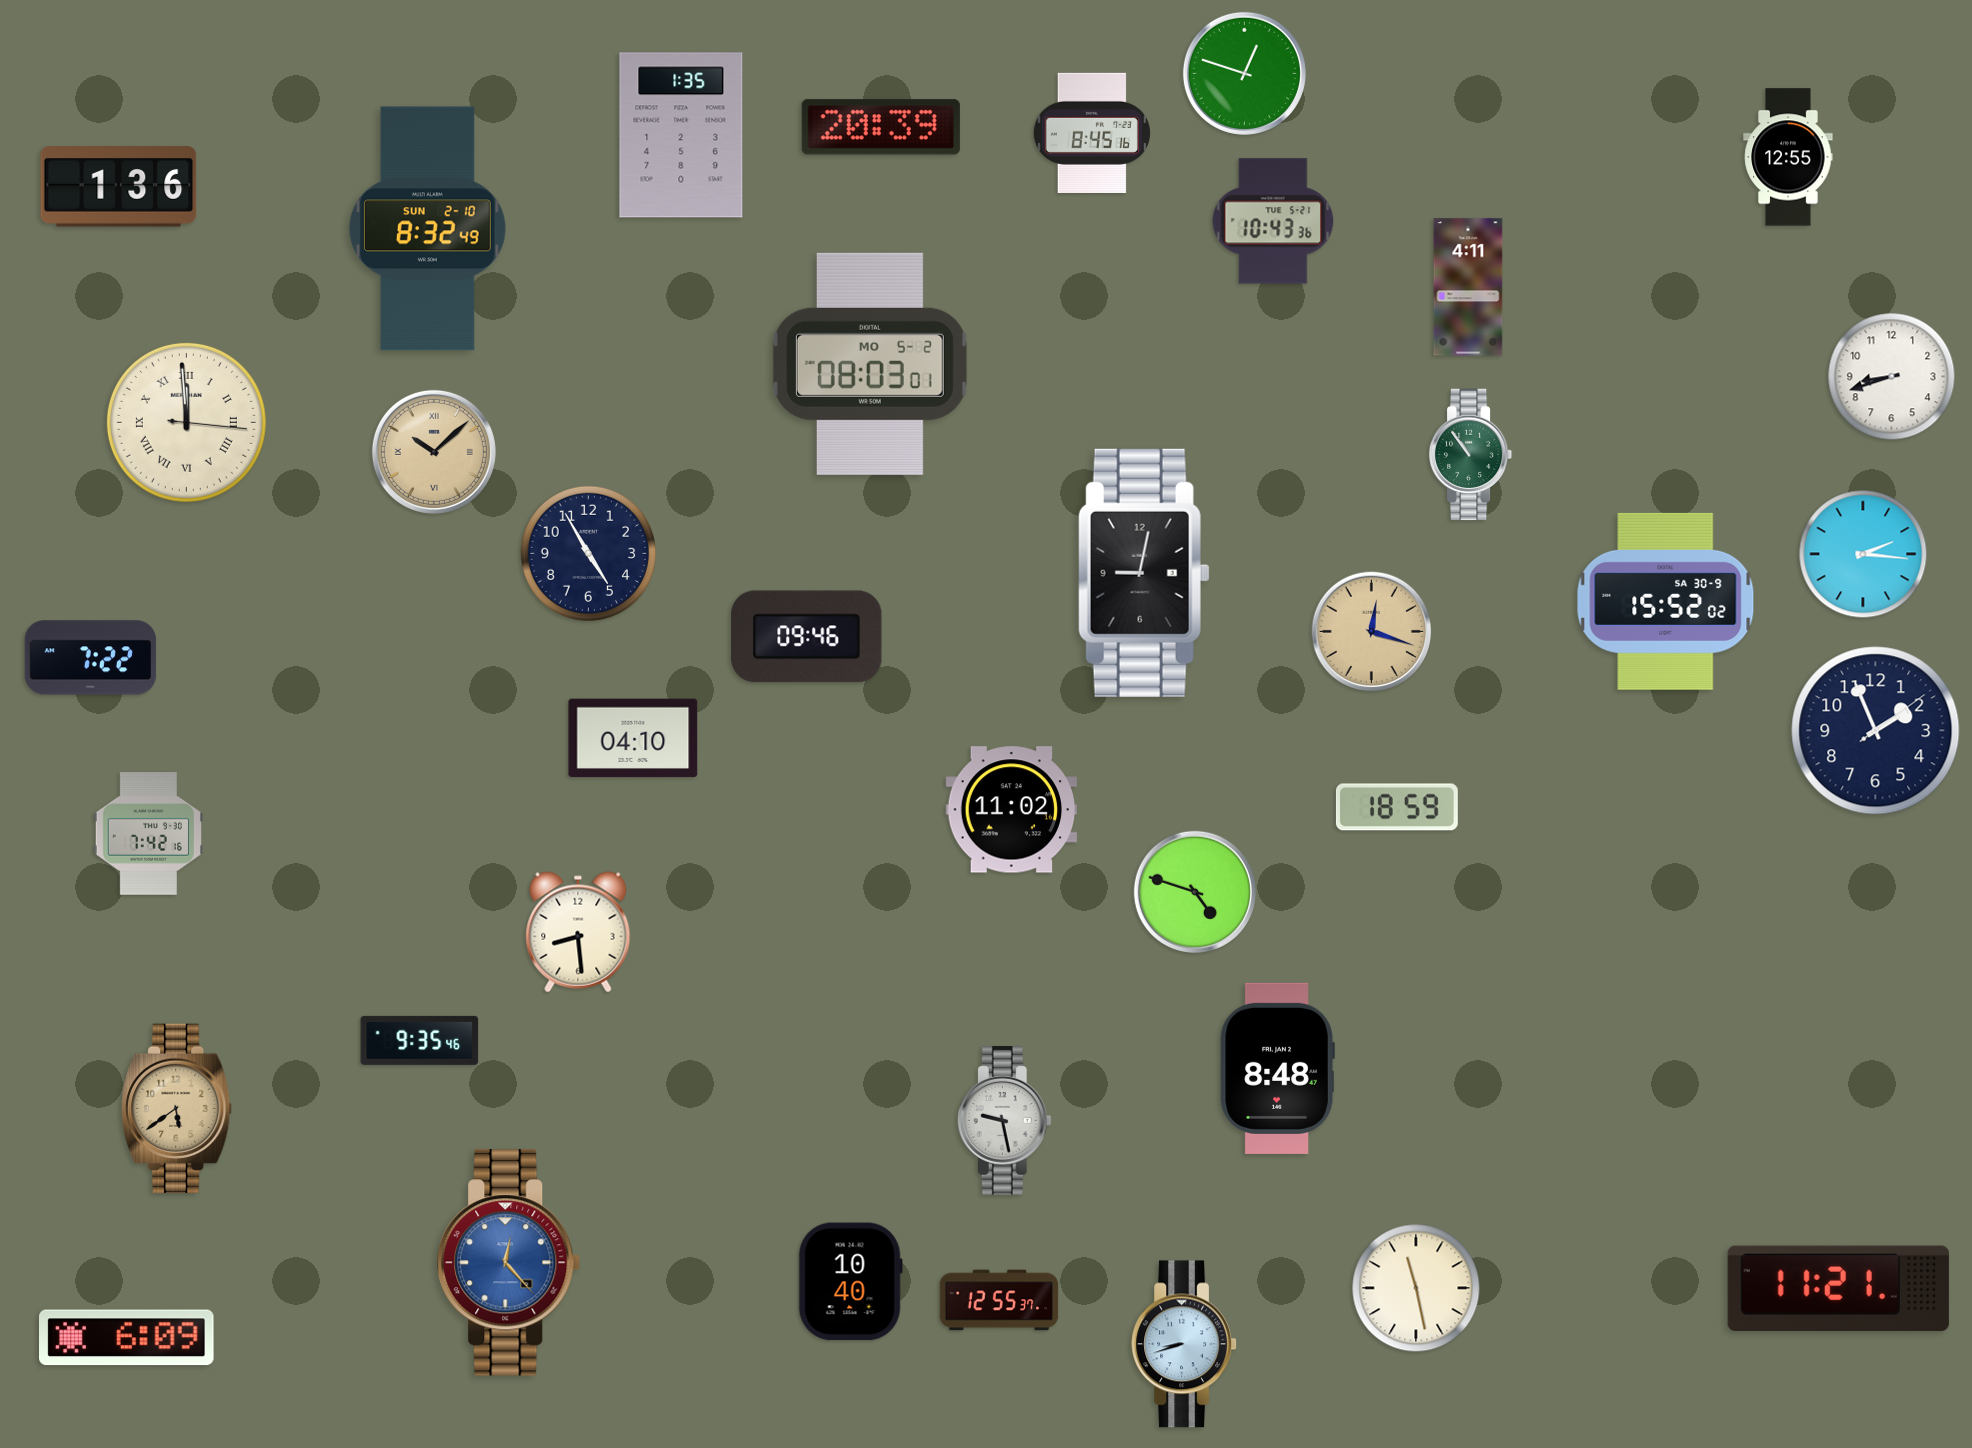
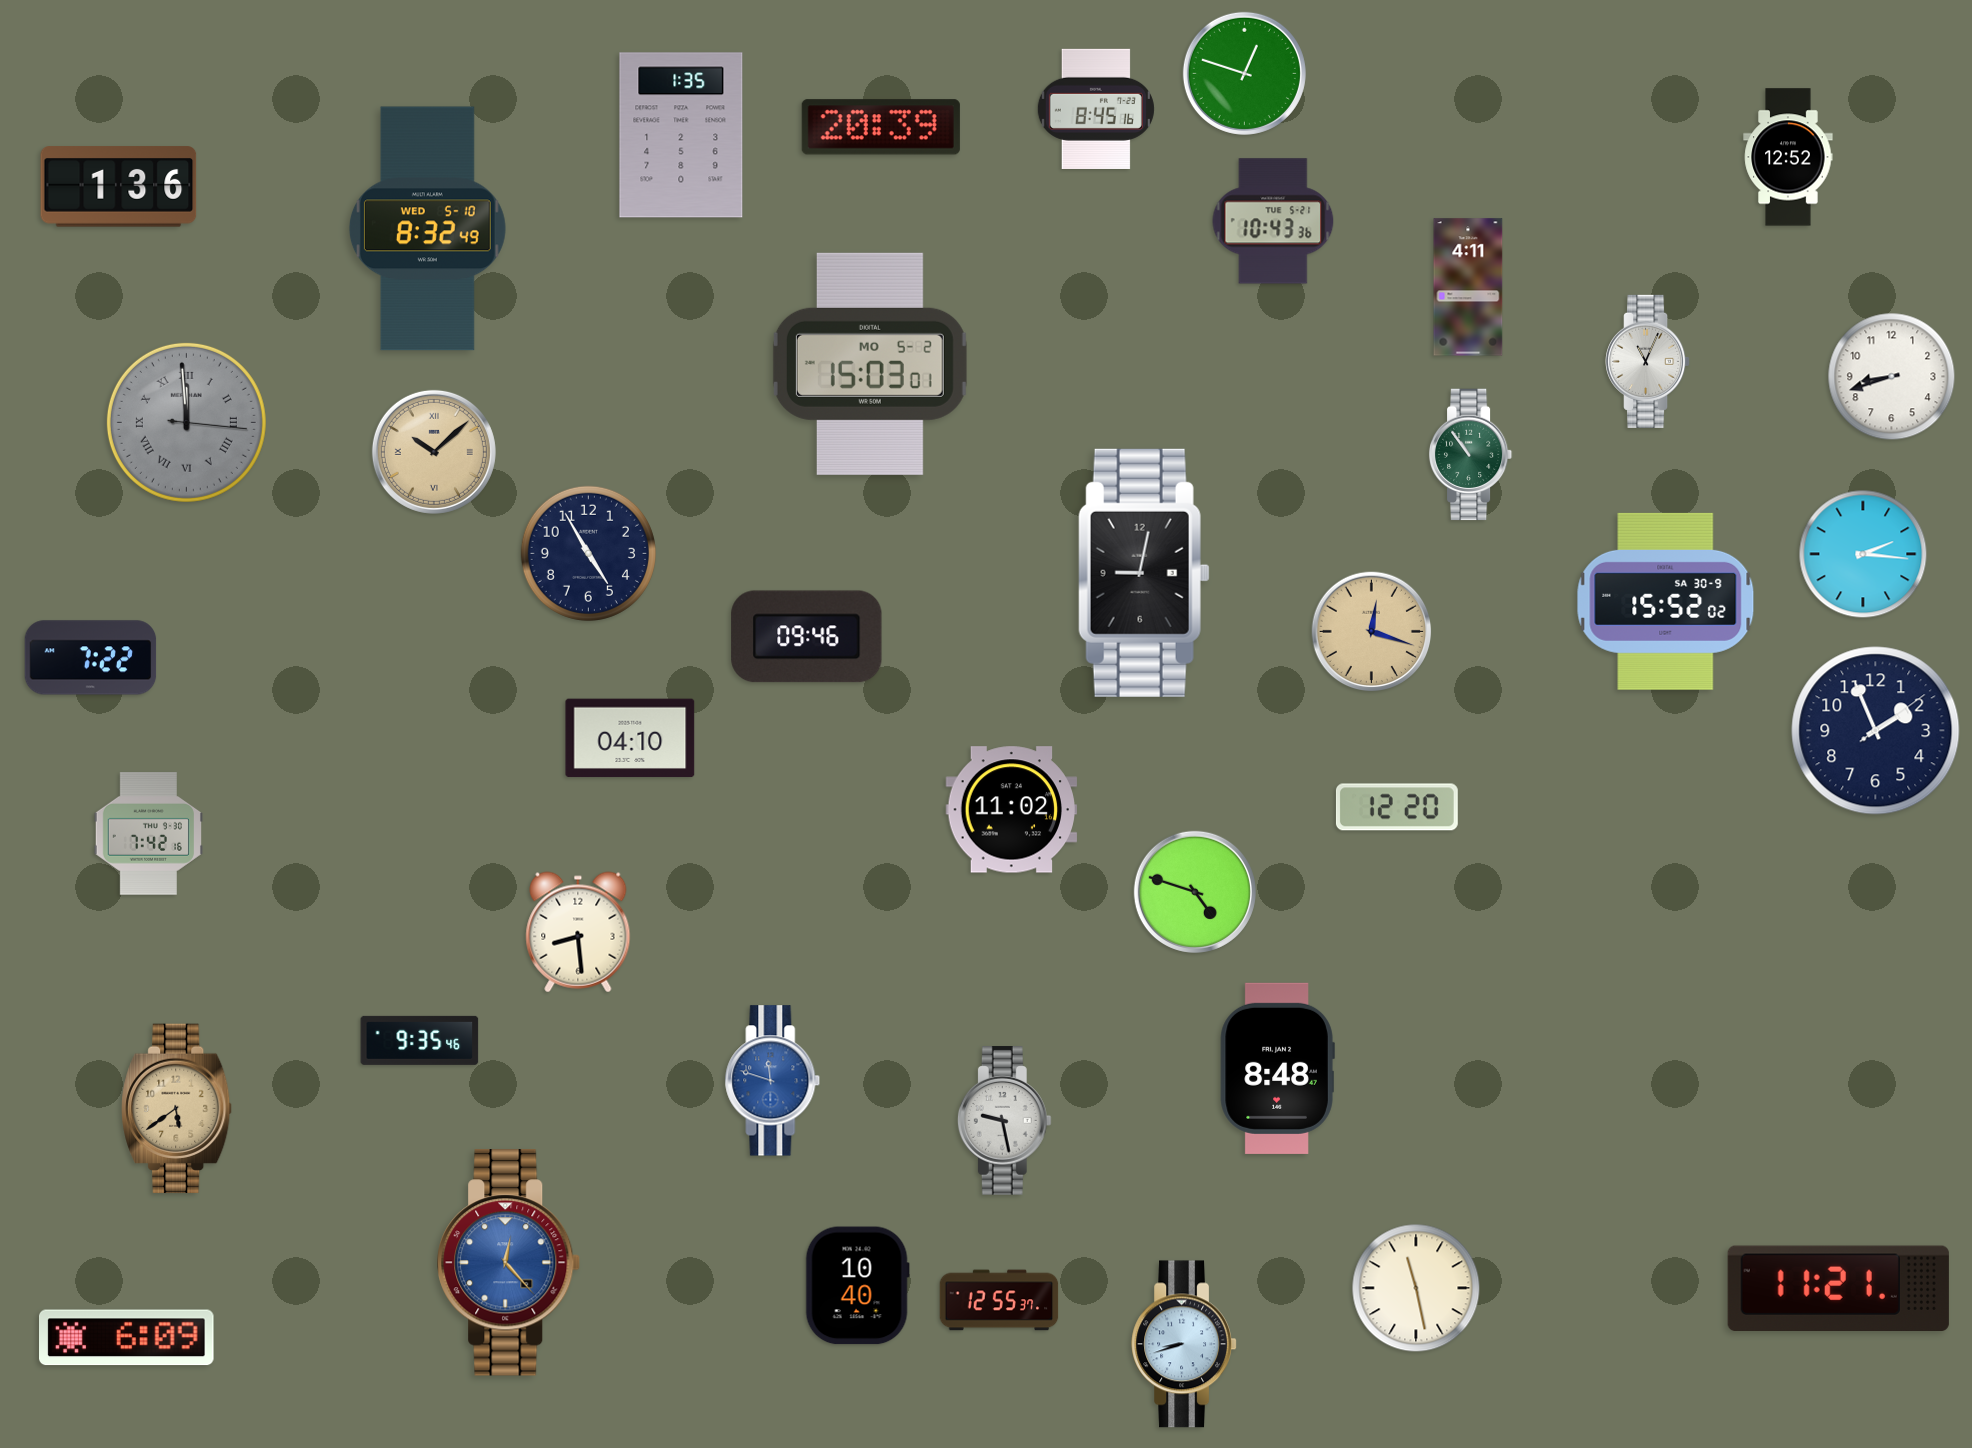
clock at (1092, 133) position: (1092, 133) -> (1096, 109)
clock at (1788, 157): 12:55 -> 12:52
clock at (427, 229) date: SUN 2-10 -> WED 5-10
clock at (1648, 361): none -> 11:04
clock at (870, 364): 08:03 -> 15:03
clock at (186, 422) dial: cream -> grey
clock at (633, 738) position: (633, 738) -> (630, 738)
clock at (1397, 807): 18:59 -> 12:20
clock at (773, 1081): none -> 11:48
clock at (850, 1282) position: (850, 1282) -> (857, 1286)
